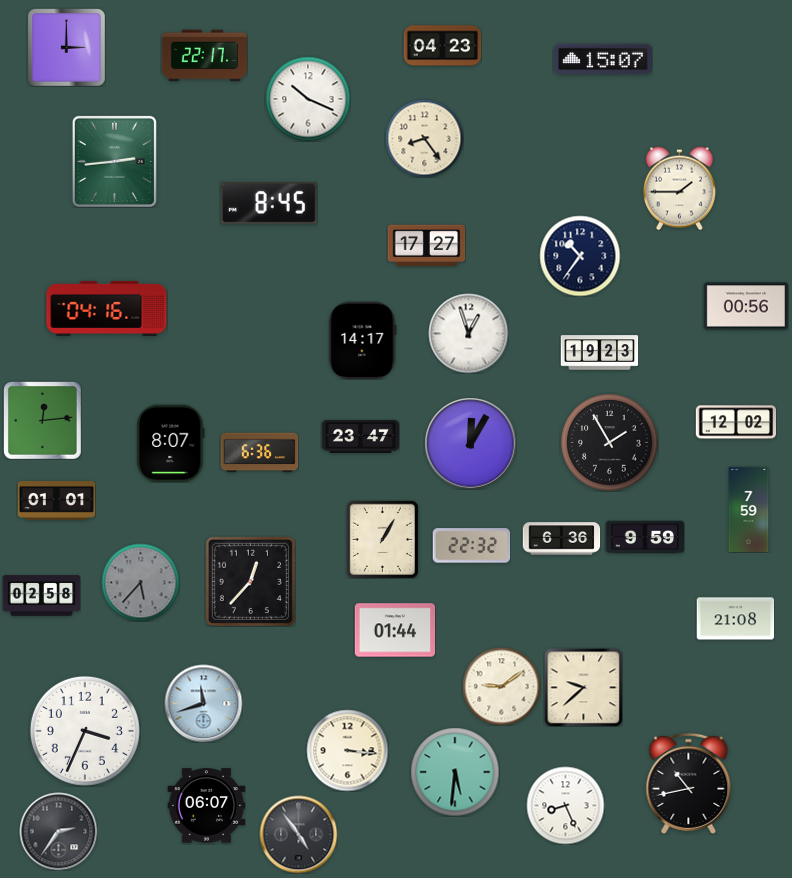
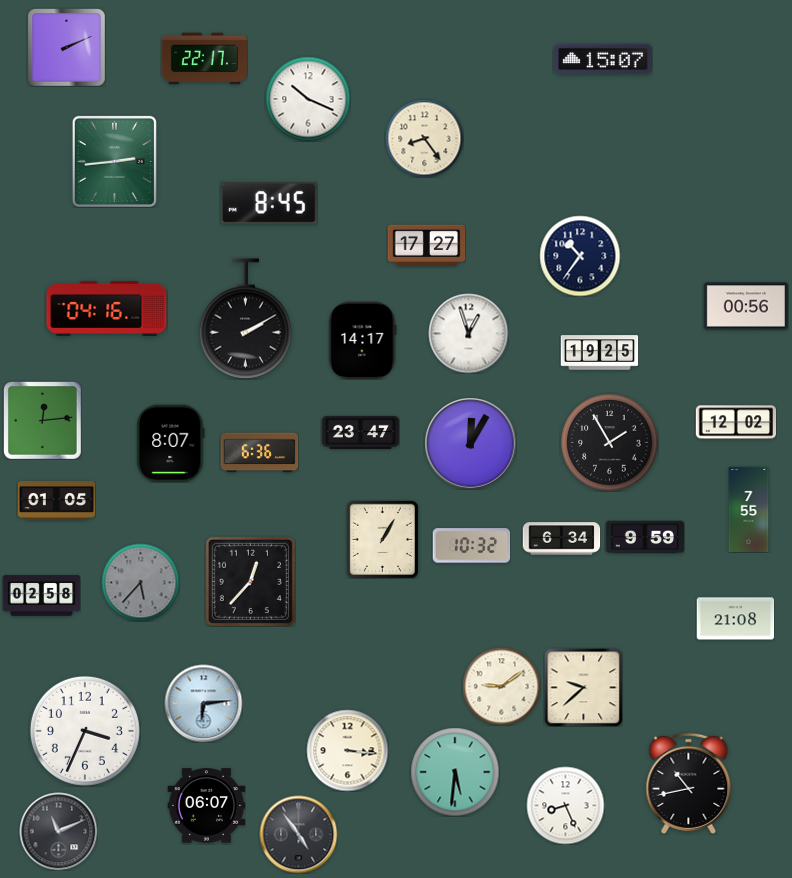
clock at (442, 46): 04:23 -> none
clock at (67, 48): 3:00 -> 2:11
clock at (204, 56) position: (204, 56) -> (204, 59)
clock at (679, 188): 1:45 -> none
clock at (245, 319): none -> 2:10
clock at (599, 353): 19:23 -> 19:25
clock at (360, 436) position: (360, 436) -> (360, 432)
clock at (56, 501): 01:01 -> 01:05
clock at (749, 509): 7:59 -> 7:55
clock at (561, 539): 6:36 -> 6:34
clock at (471, 546): 22:32 -> 10:32
clock at (395, 630): 01:44 -> none
clock at (203, 703): 11:42 -> 6:14
clock at (58, 831): 2:36 -> 11:11
